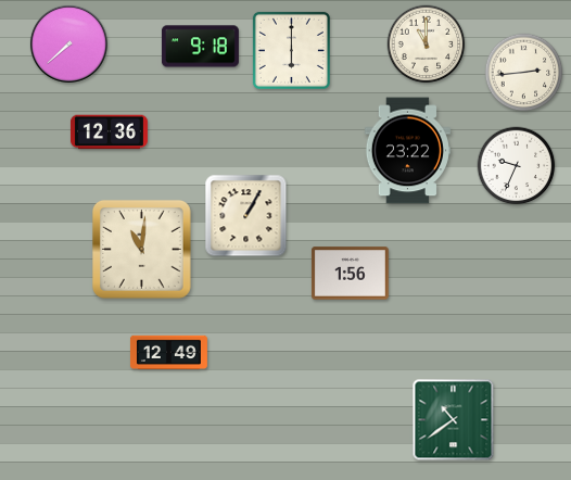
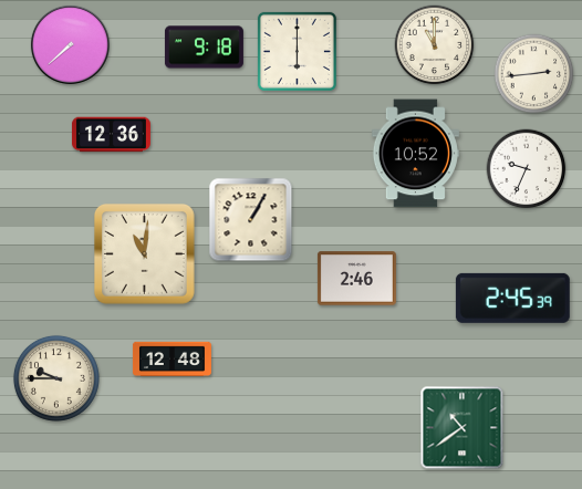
clock at (407, 151): 23:22 -> 10:52
clock at (350, 274): 1:56 -> 2:46
clock at (512, 298): none -> 2:45
clock at (168, 352): 12:49 -> 12:48
clock at (56, 378): none -> 9:45
